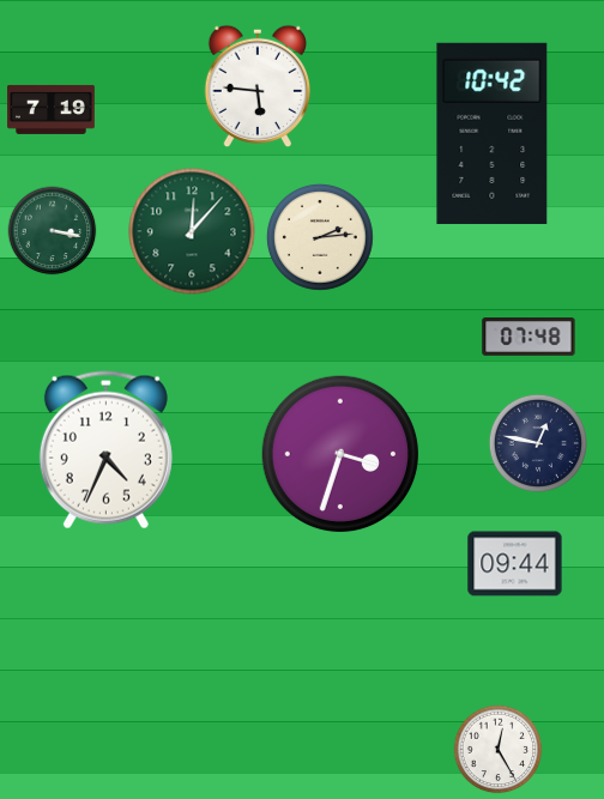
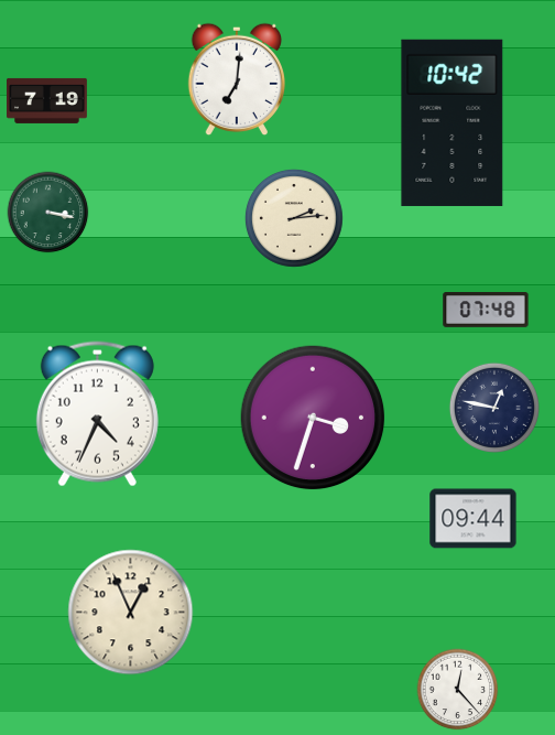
clock at (256, 86): 5:46 -> 7:01
clock at (192, 231): 12:07 -> none
clock at (131, 613): none -> 12:56
clock at (499, 750): 12:25 -> 12:23
